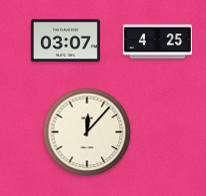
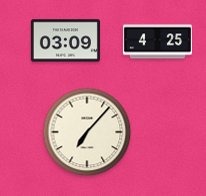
clock at (65, 41): 03:07 -> 03:09
clock at (87, 132): 12:07 -> 7:07
